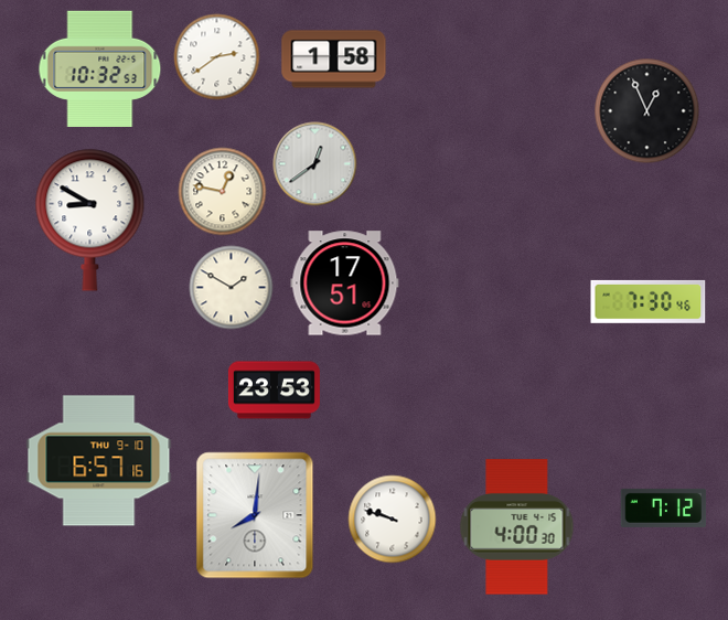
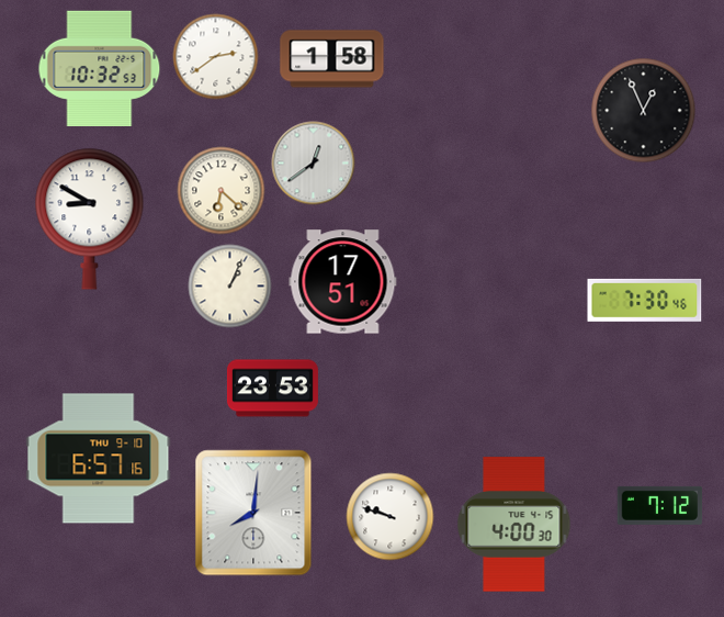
clock at (223, 192): 12:47 -> 6:22
clock at (232, 288): 1:50 -> 1:04
